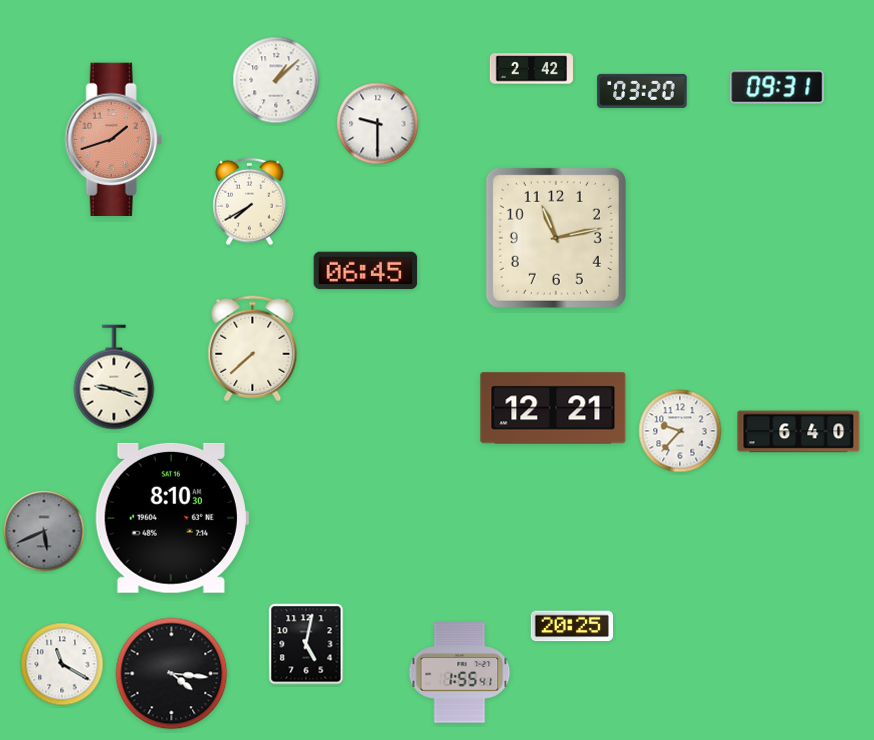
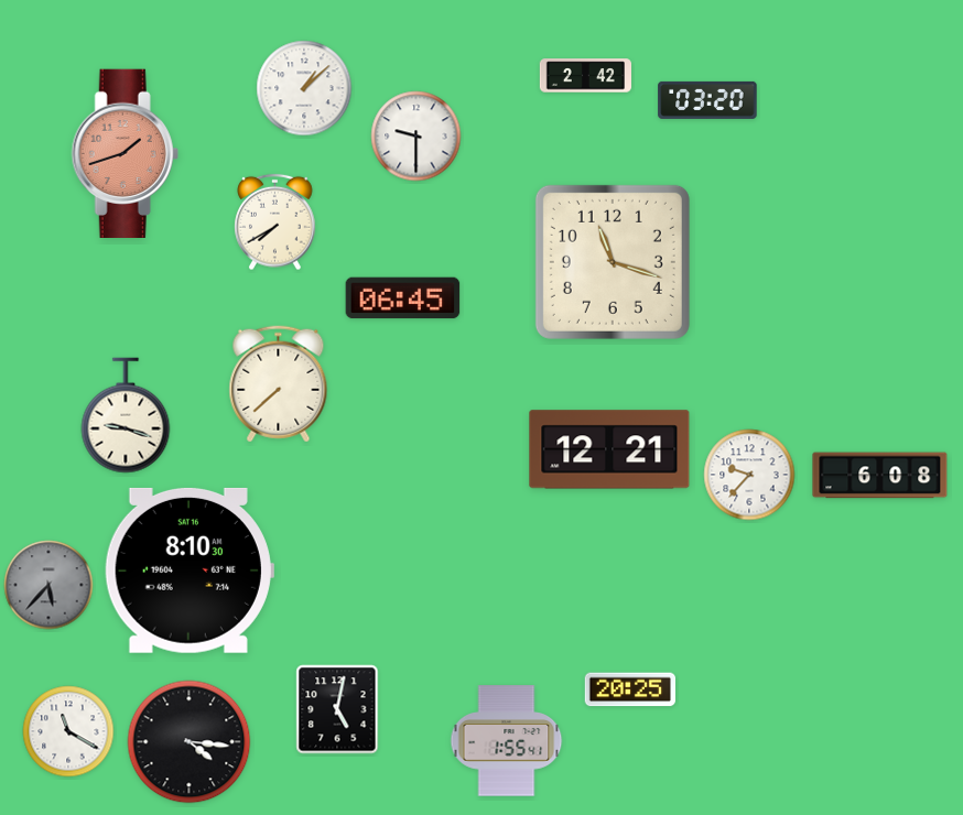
clock at (777, 87): 09:31 -> none
clock at (556, 238): 11:13 -> 11:18
clock at (799, 432): 6:40 -> 6:08
clock at (44, 531): 5:41 -> 5:37
